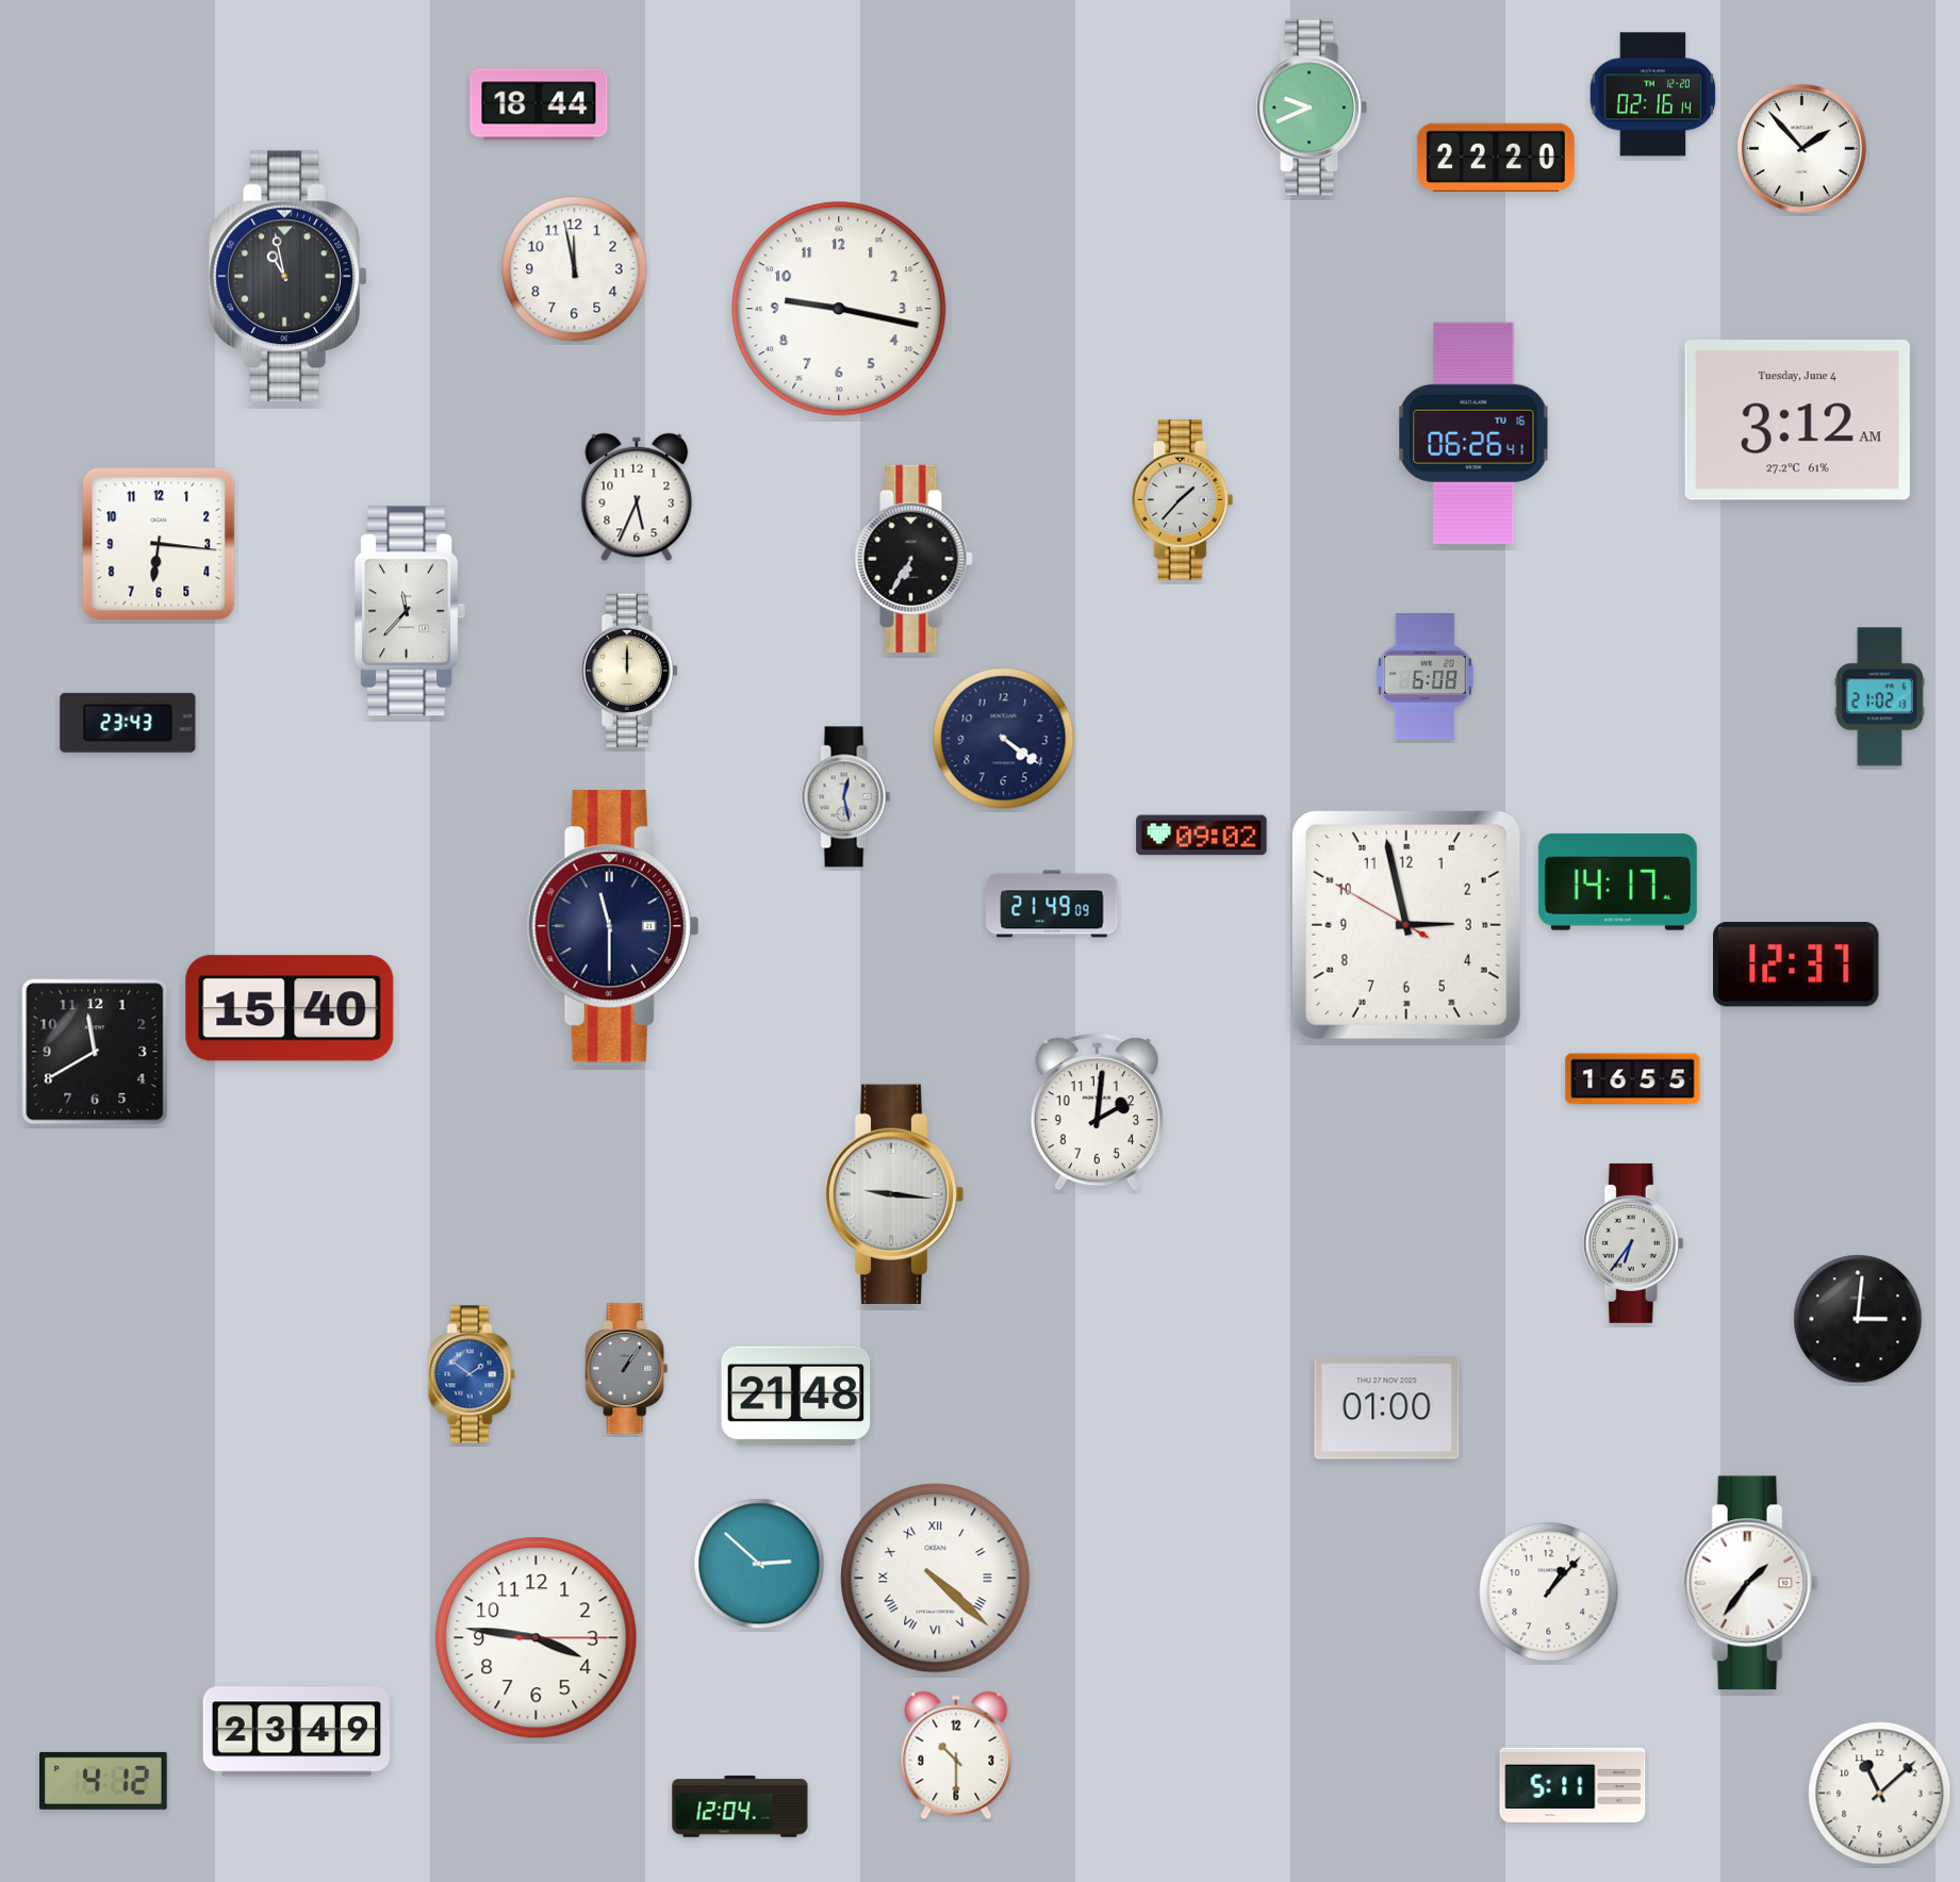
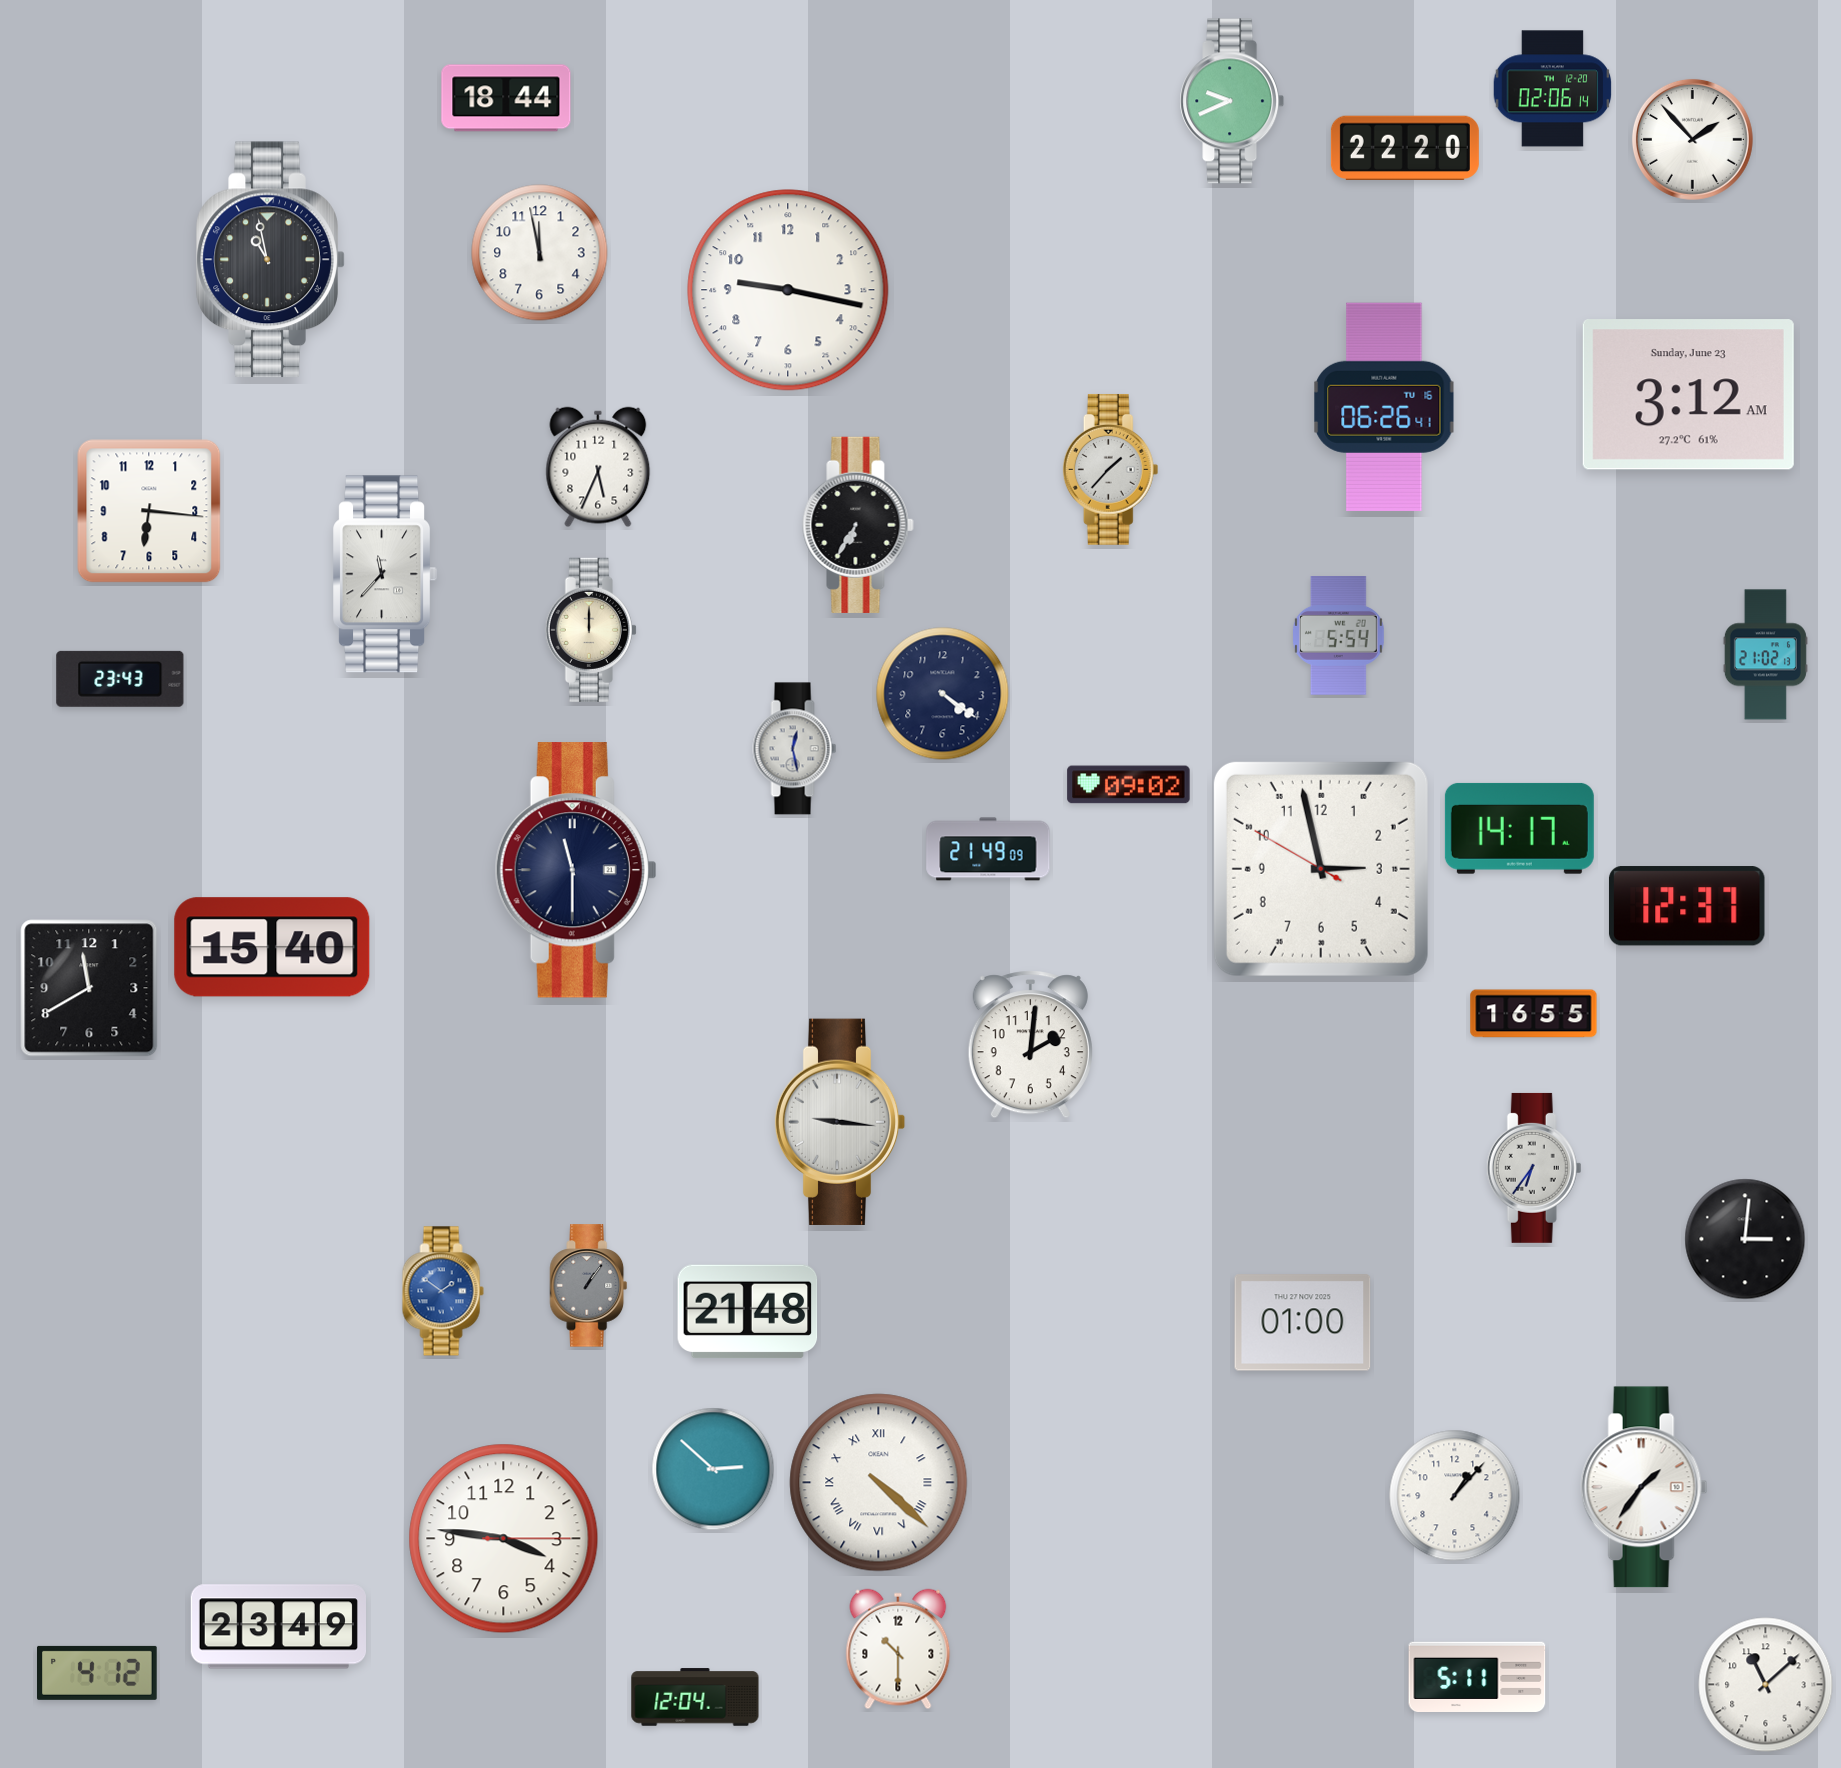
clock at (1653, 95): 02:16 -> 02:06
clock at (1797, 420) date: Tuesday, June 4 -> Sunday, June 23
clock at (1424, 677): 6:08 -> 5:54
